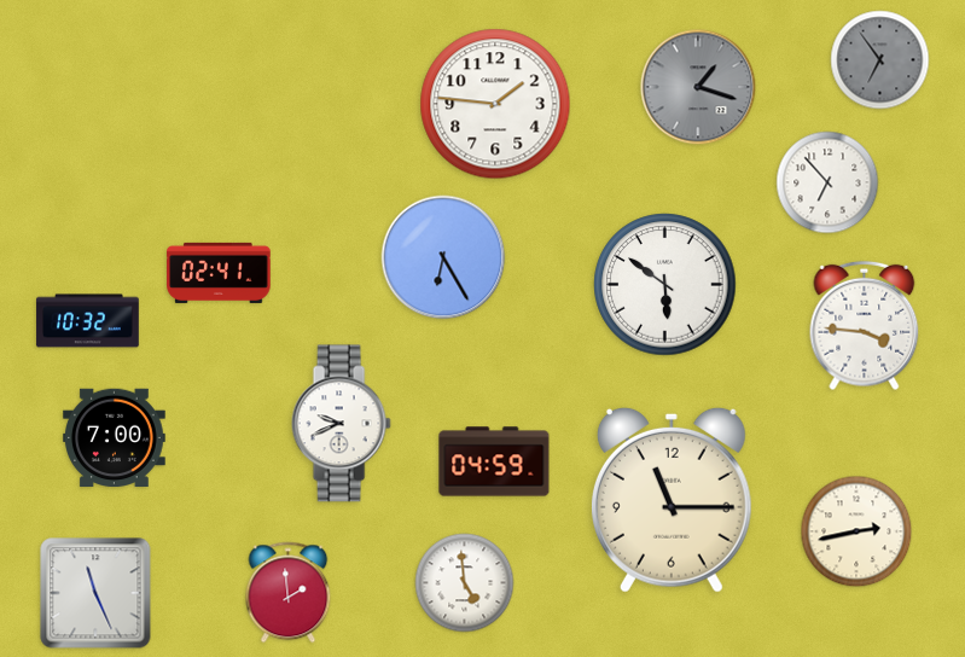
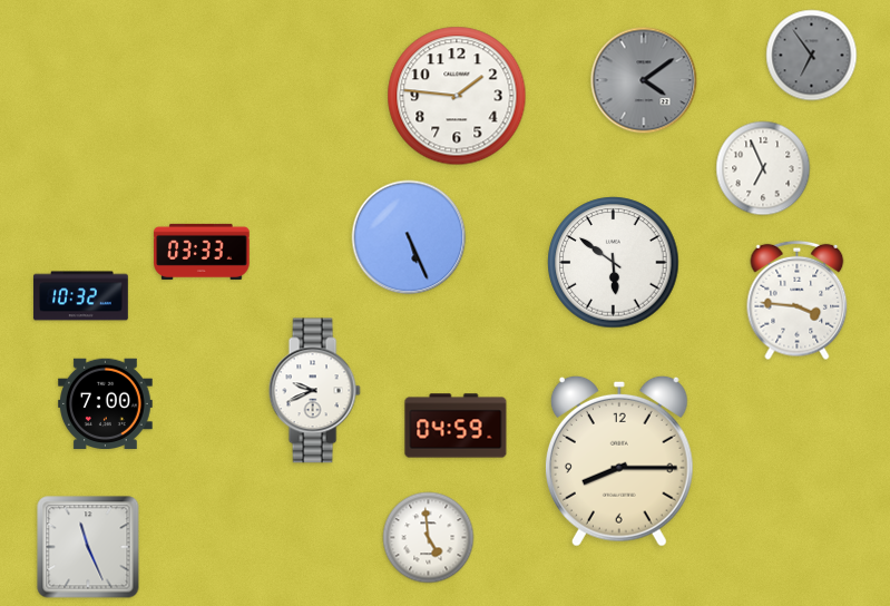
clock at (698, 87): 1:18 -> 4:09
clock at (827, 182): 6:53 -> 6:56
clock at (443, 257): 6:25 -> 5:26
clock at (219, 273): 02:41 -> 03:33
clock at (672, 500): 11:15 -> 8:15
clock at (856, 531): 2:43 -> none
clock at (289, 593): 1:59 -> none
